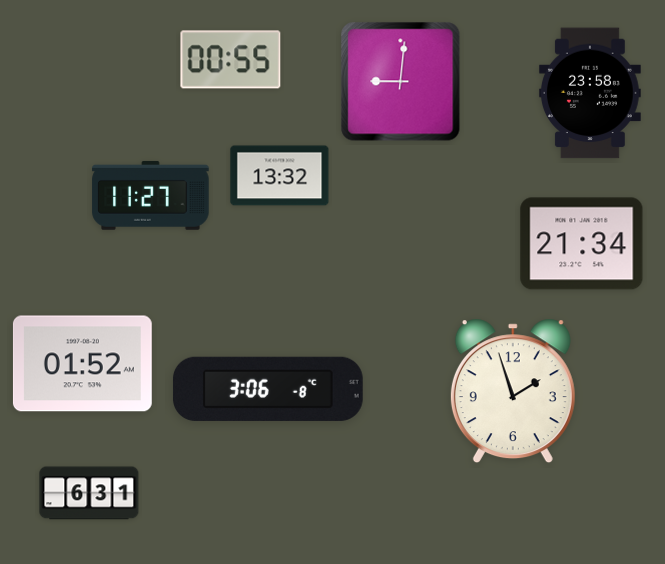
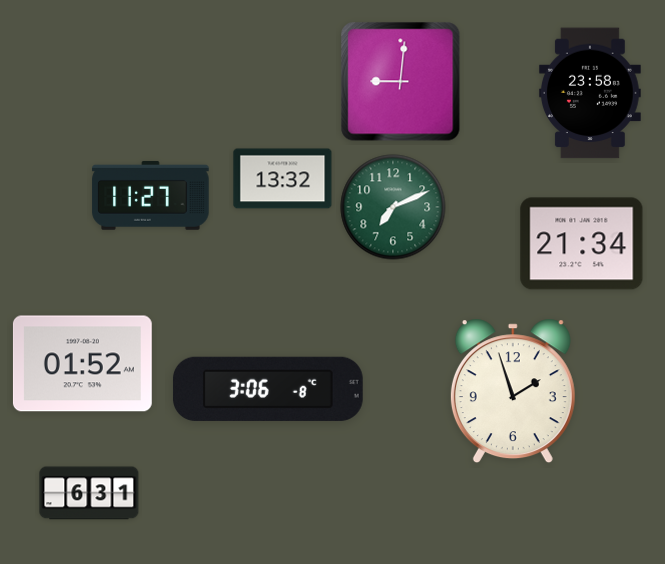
clock at (231, 60): 00:55 -> none
clock at (280, 176) position: (280, 176) -> (283, 179)
clock at (393, 207): none -> 7:11
